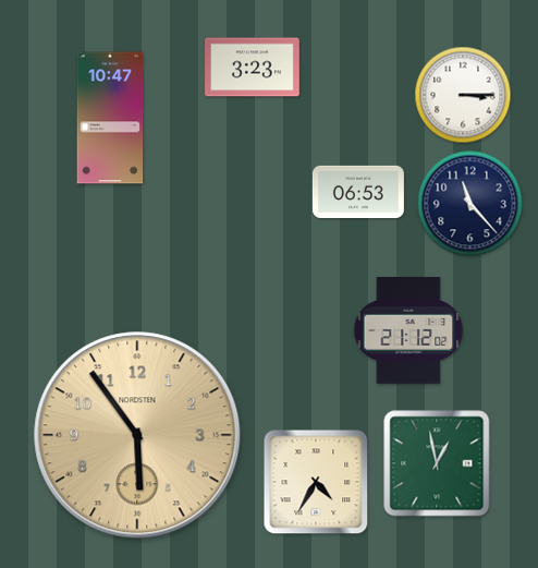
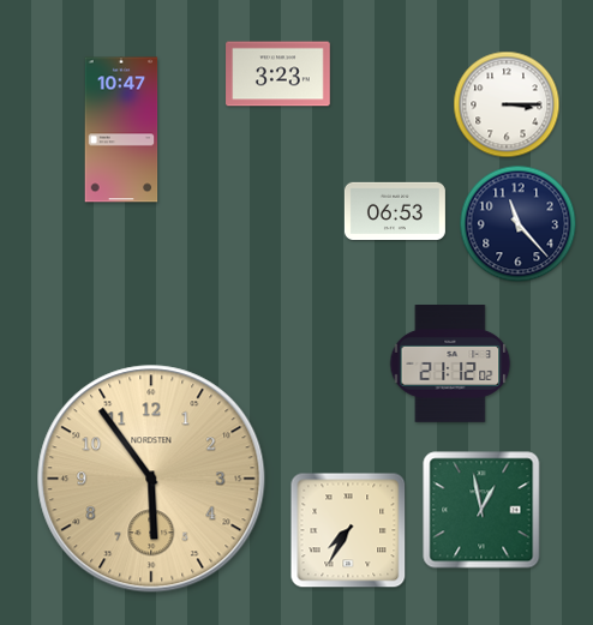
clock at (463, 95) position: (463, 95) -> (507, 104)
clock at (316, 482): 4:35 -> 7:35
